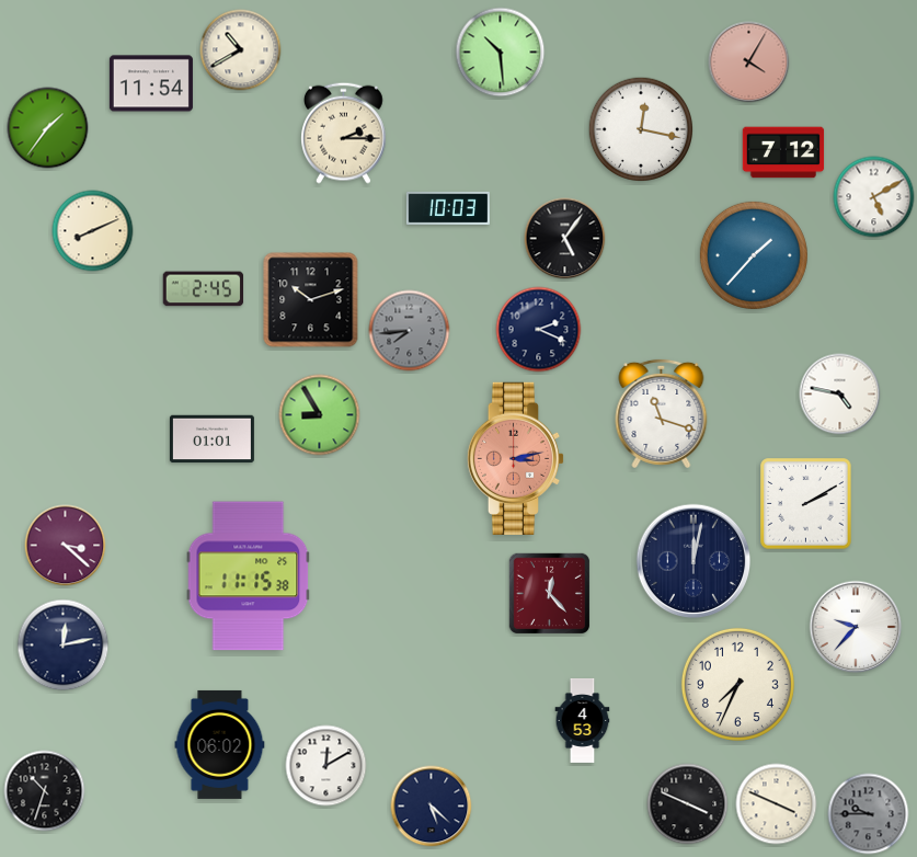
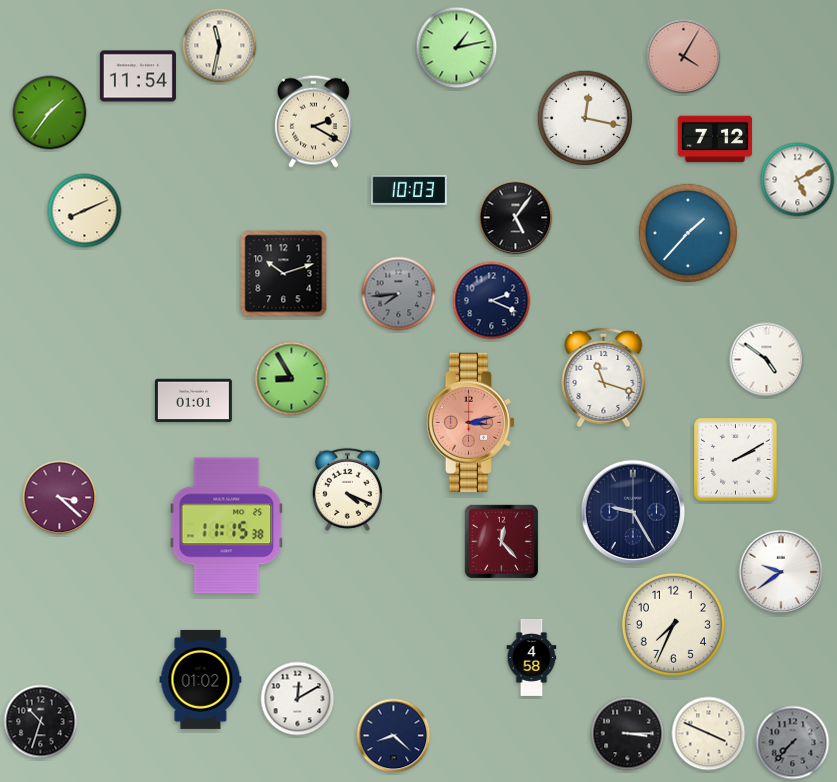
clock at (241, 50): 10:40 -> 11:32
clock at (501, 53): 10:29 -> 1:13
clock at (48, 128) position: (48, 128) -> (50, 113)
clock at (344, 133): 2:15 -> 2:20
clock at (204, 289): 2:45 -> none
clock at (410, 331) position: (410, 331) -> (399, 294)
clock at (840, 395): 4:47 -> 4:51
clock at (516, 458) position: (516, 458) -> (471, 422)
clock at (347, 489): none -> 4:19
clock at (694, 561): 12:02 -> 9:25
clock at (856, 627): 9:37 -> 9:39
clock at (64, 645): 12:13 -> none
clock at (583, 720): 4:53 -> 4:58
clock at (220, 744): 06:02 -> 01:02
clock at (688, 804): 3:49 -> 3:15
clock at (432, 807): 5:22 -> 8:22
clock at (869, 814): 9:45 -> 7:37
